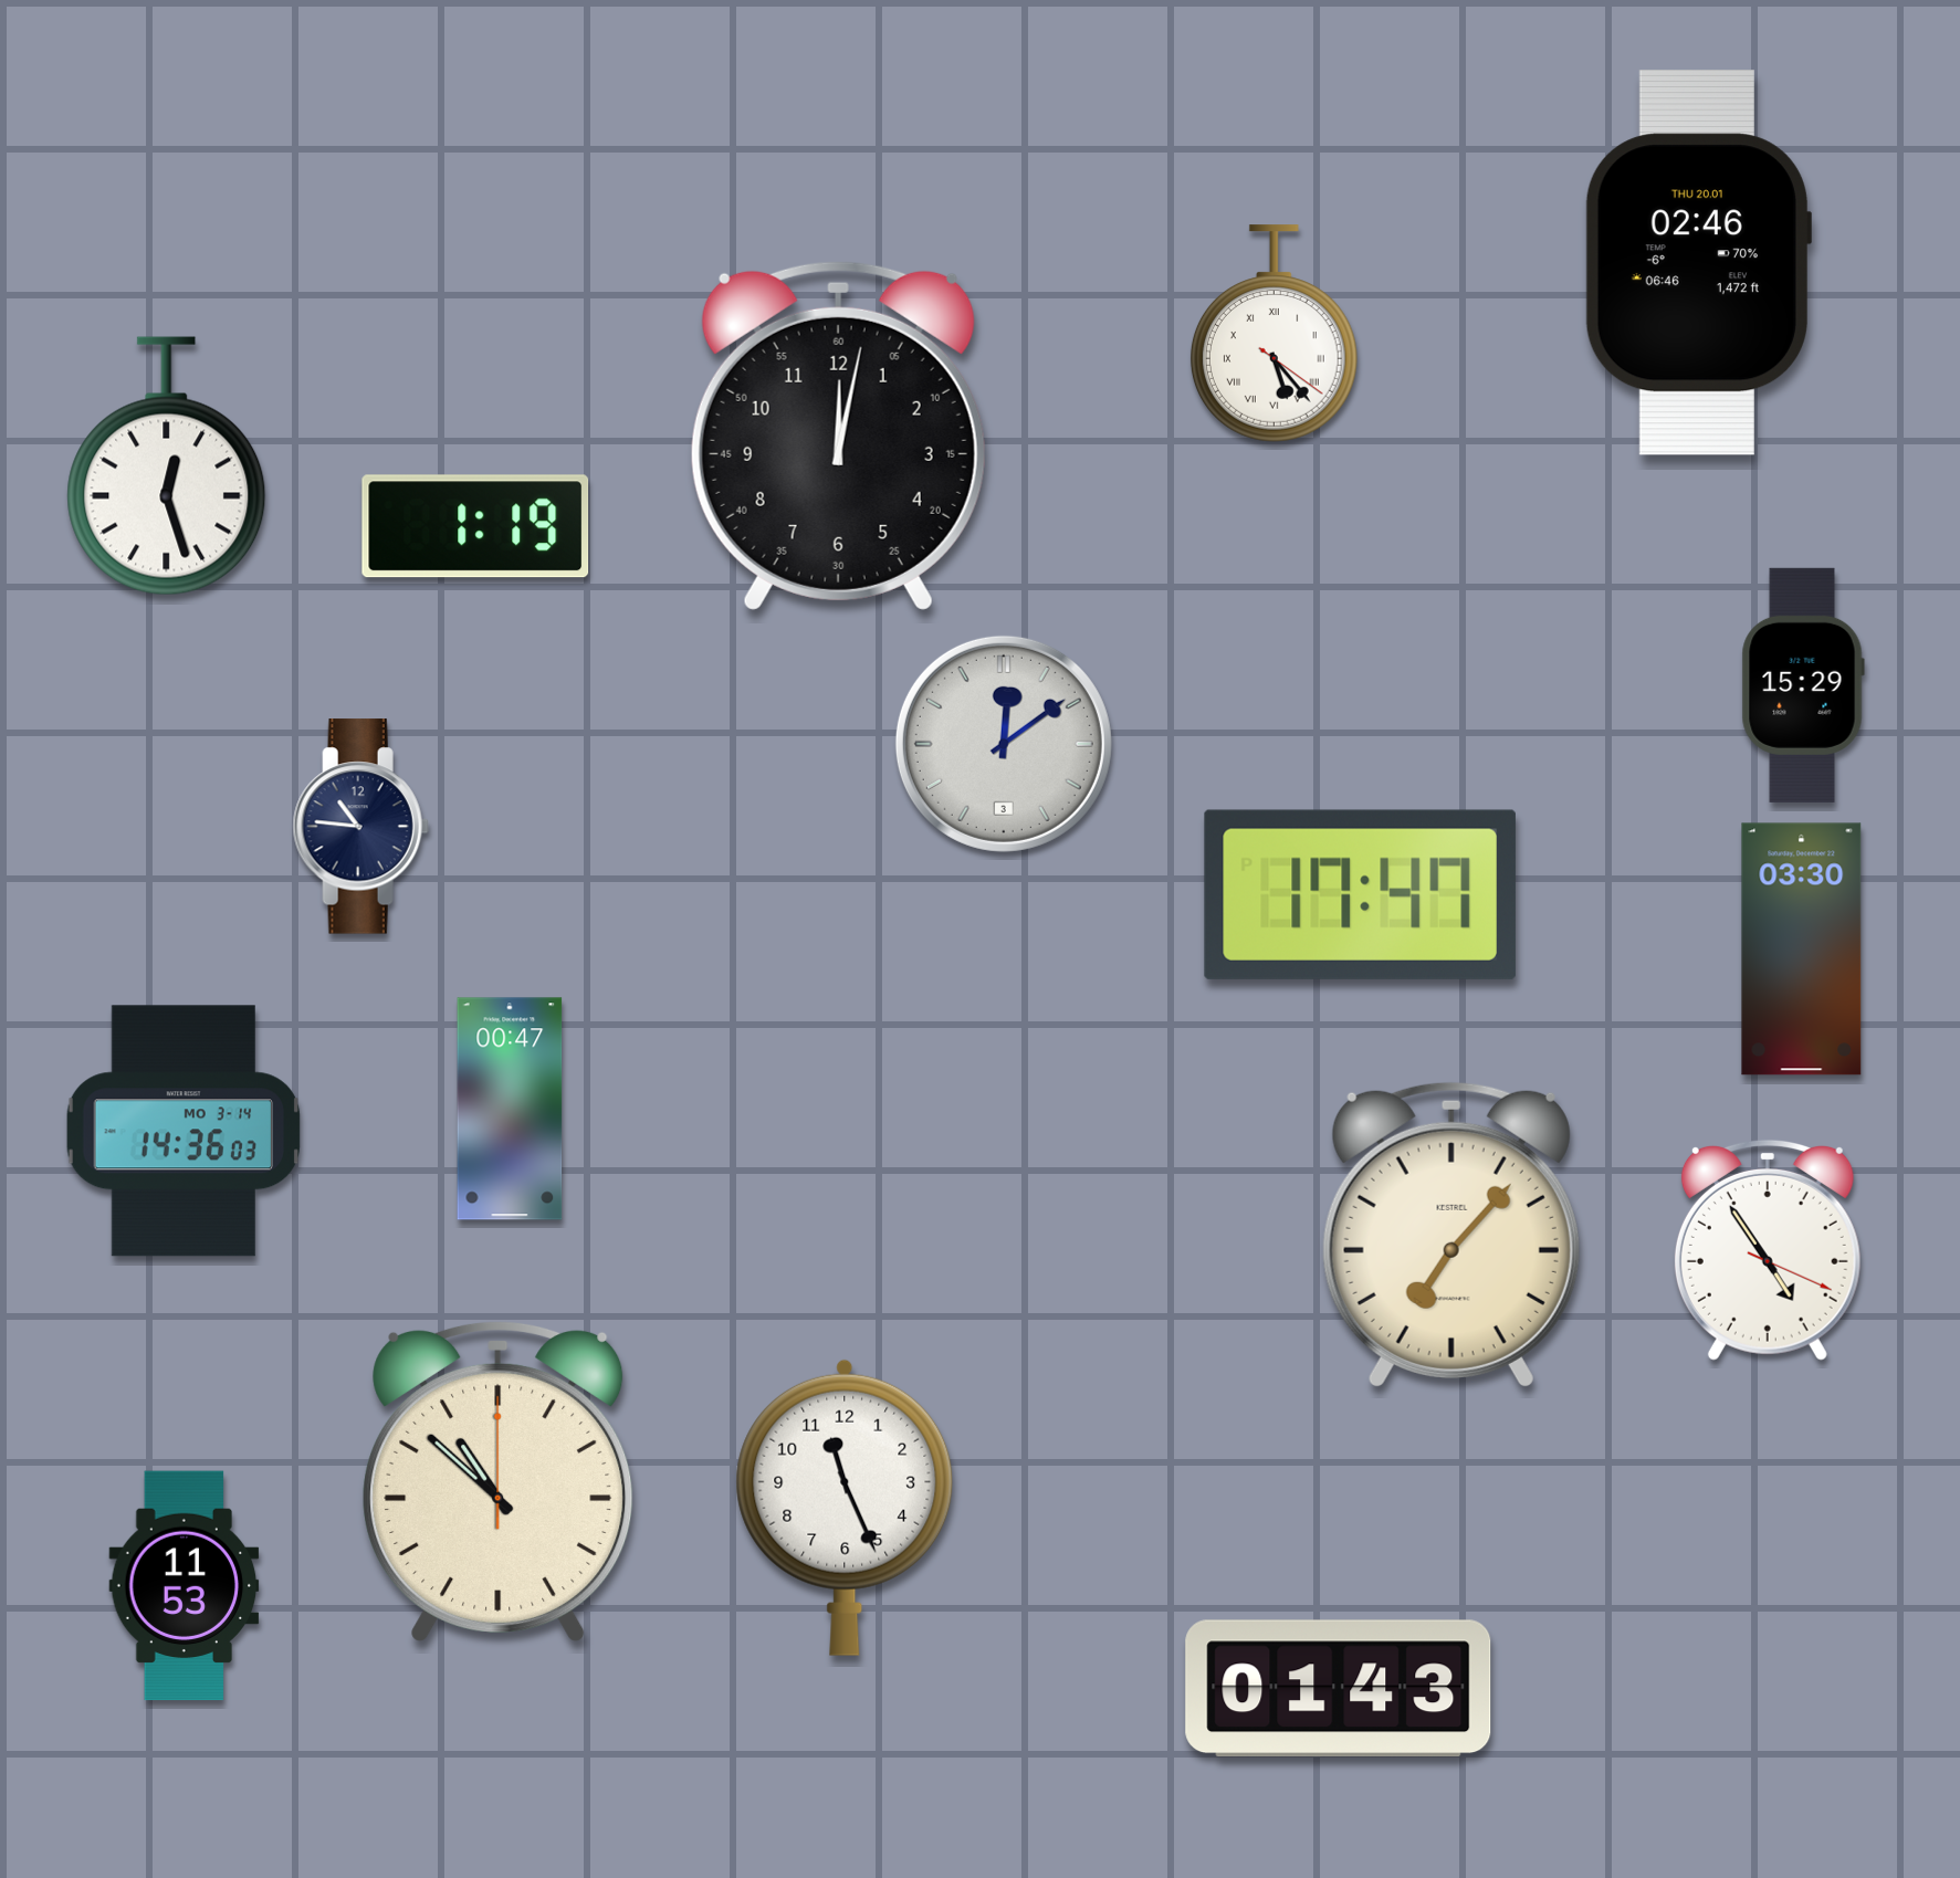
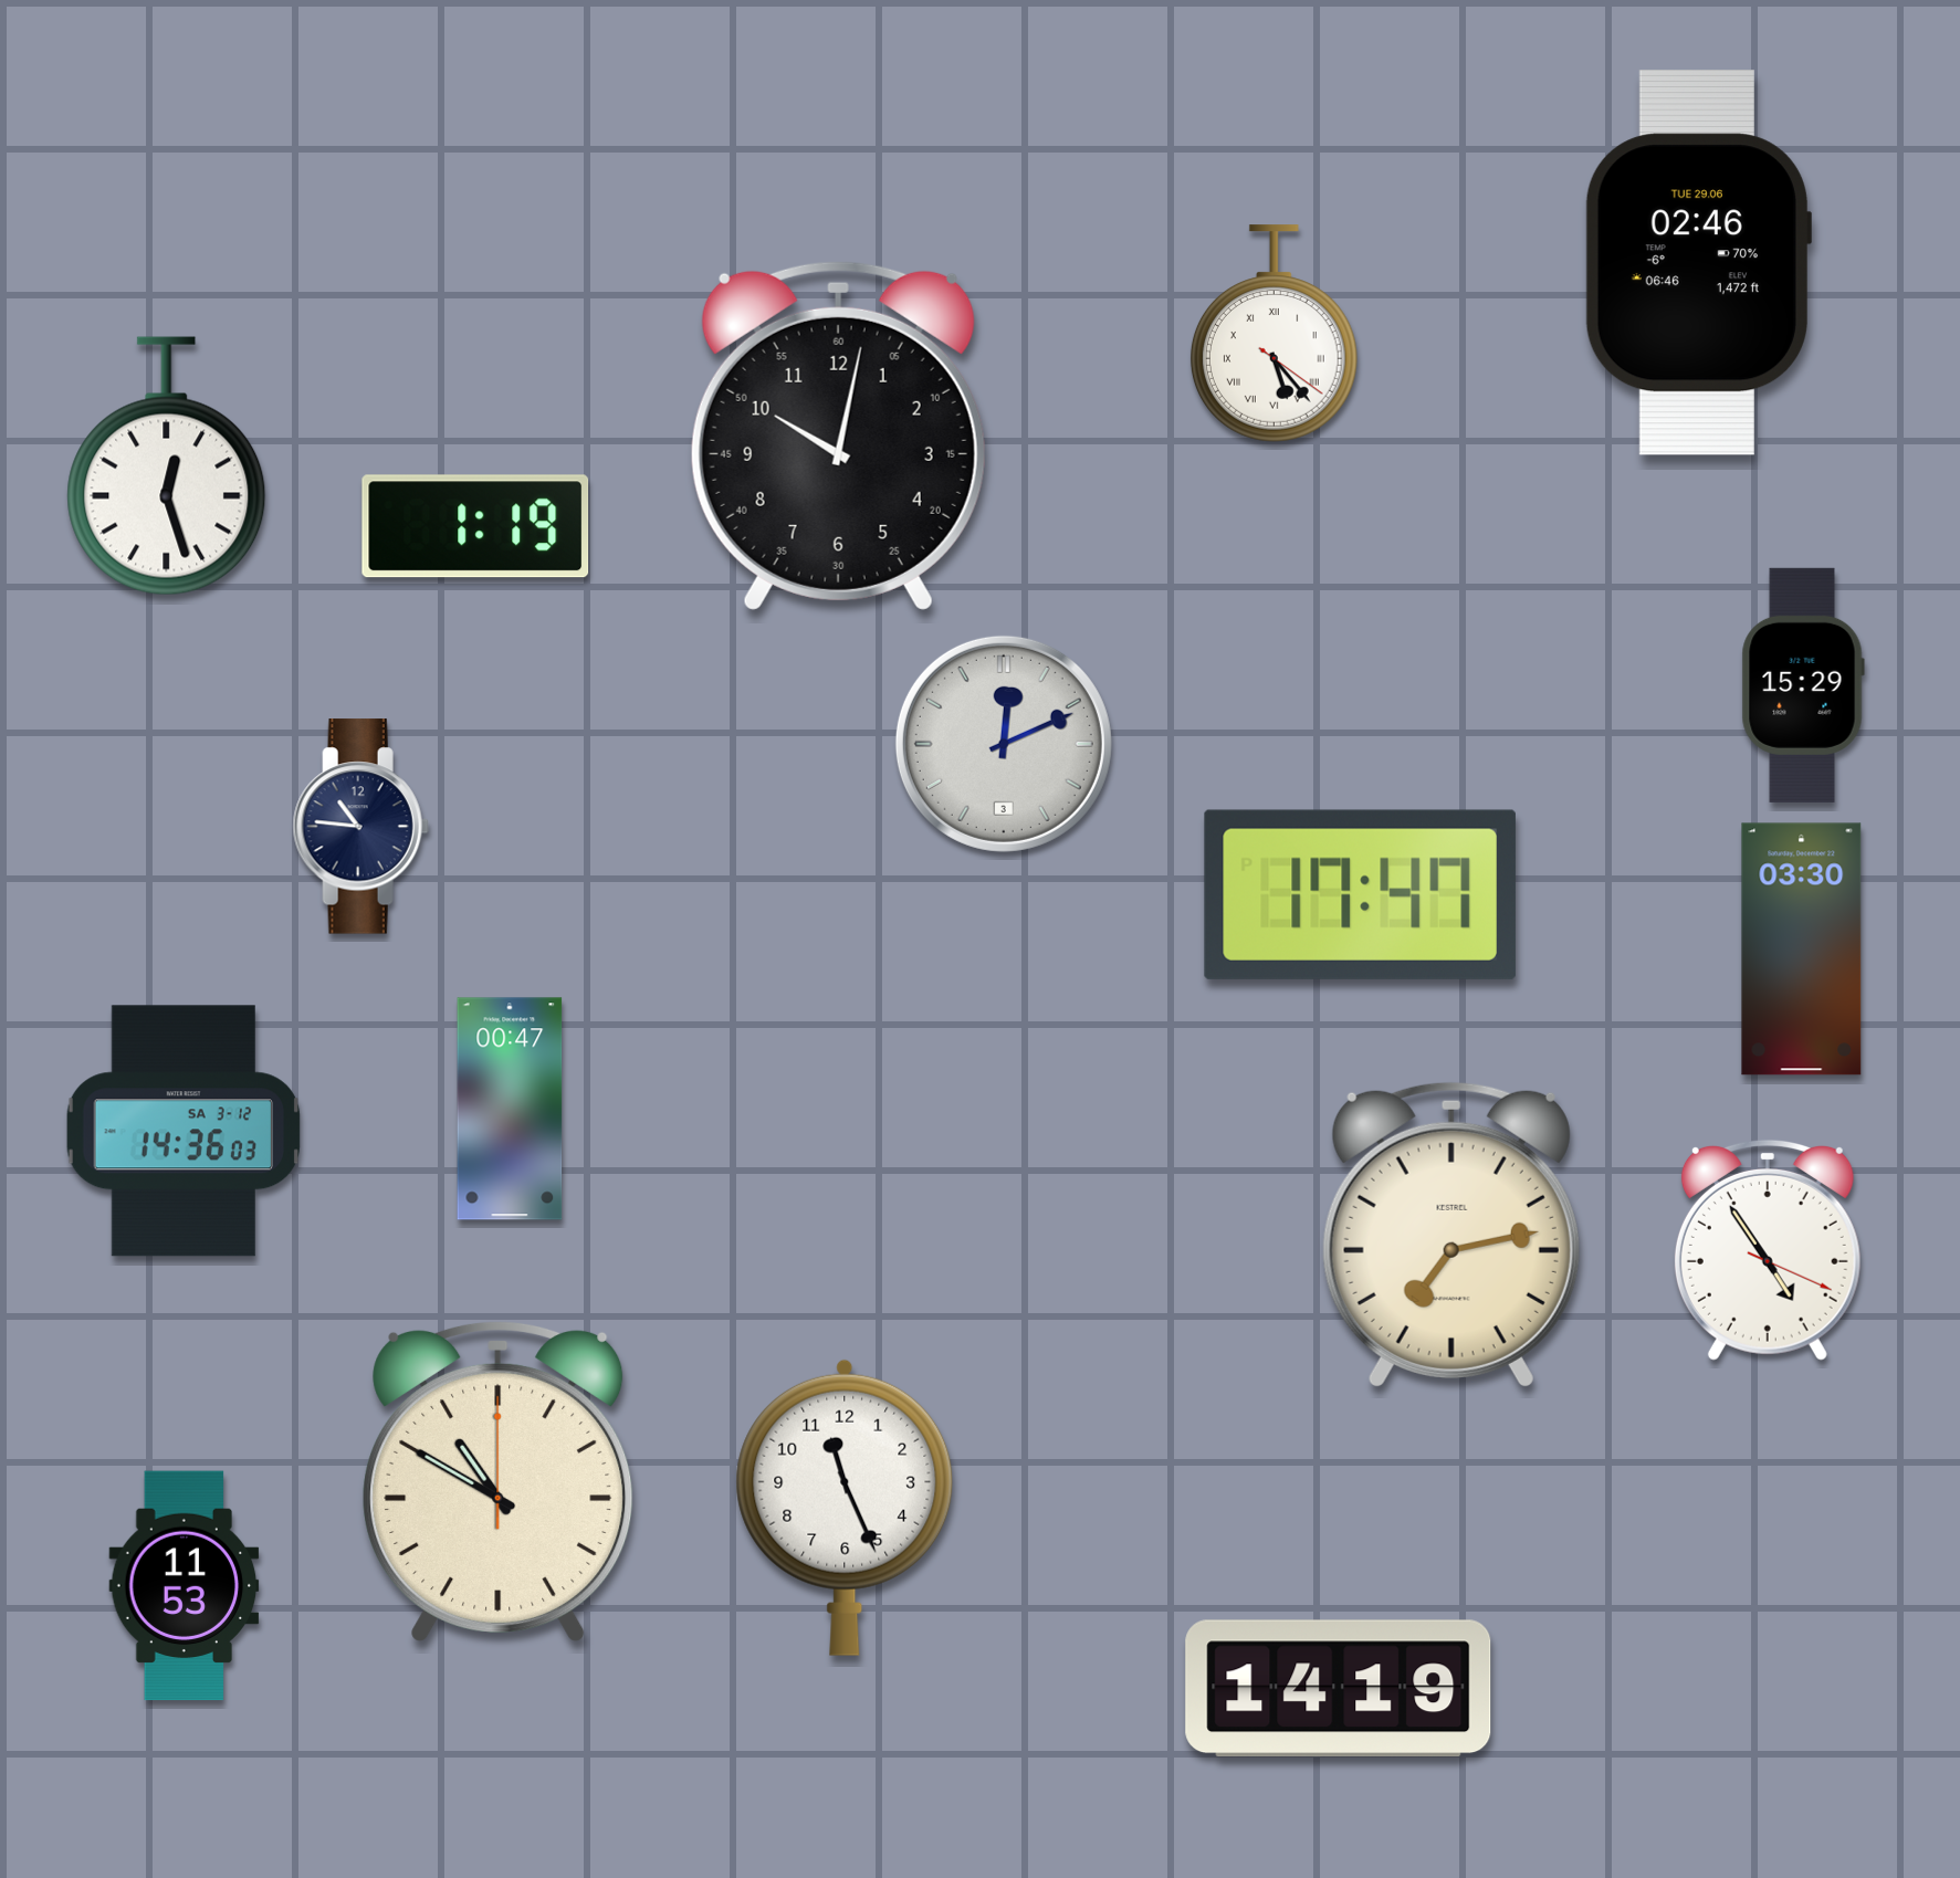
clock at (1698, 263) date: THU 20.01 -> TUE 29.06
clock at (838, 436): 12:02 -> 10:02
clock at (1004, 744): 12:09 -> 12:11
clock at (182, 1131) date: MO 3-14 -> SA 3-12
clock at (1451, 1235): 7:07 -> 7:13
clock at (499, 1481): 10:52 -> 10:50
clock at (1339, 1689): 01:43 -> 14:19
